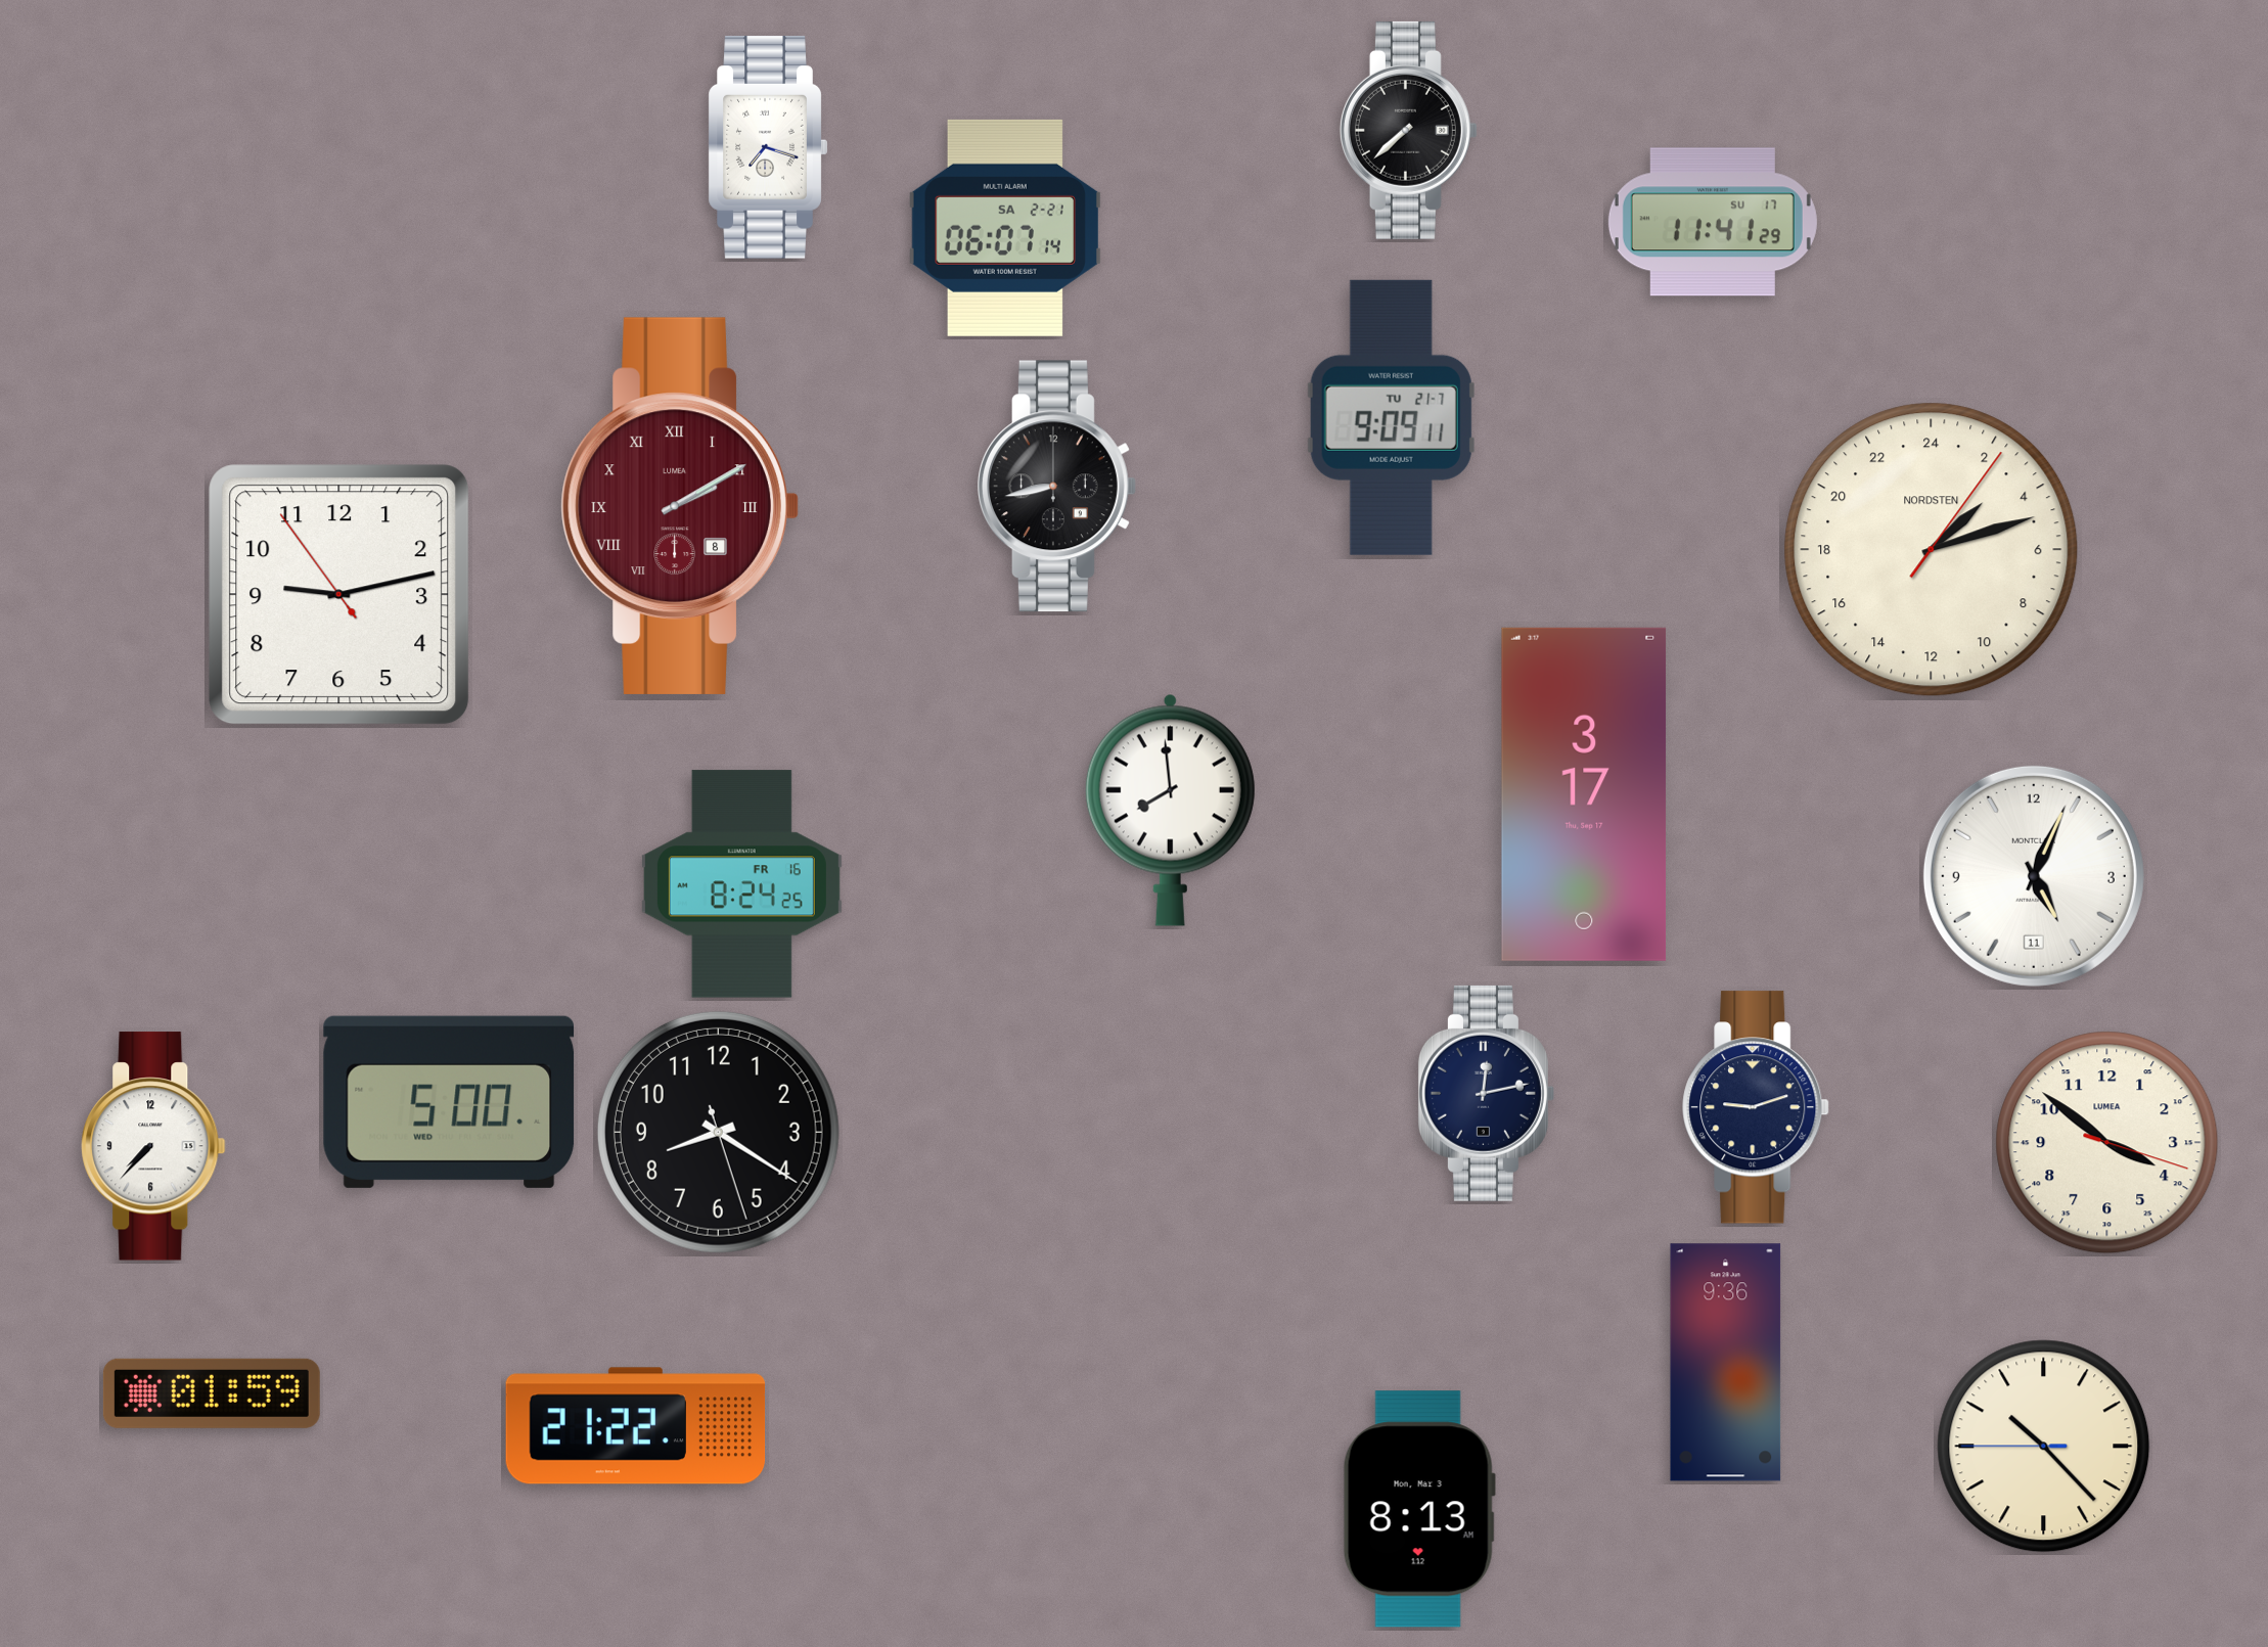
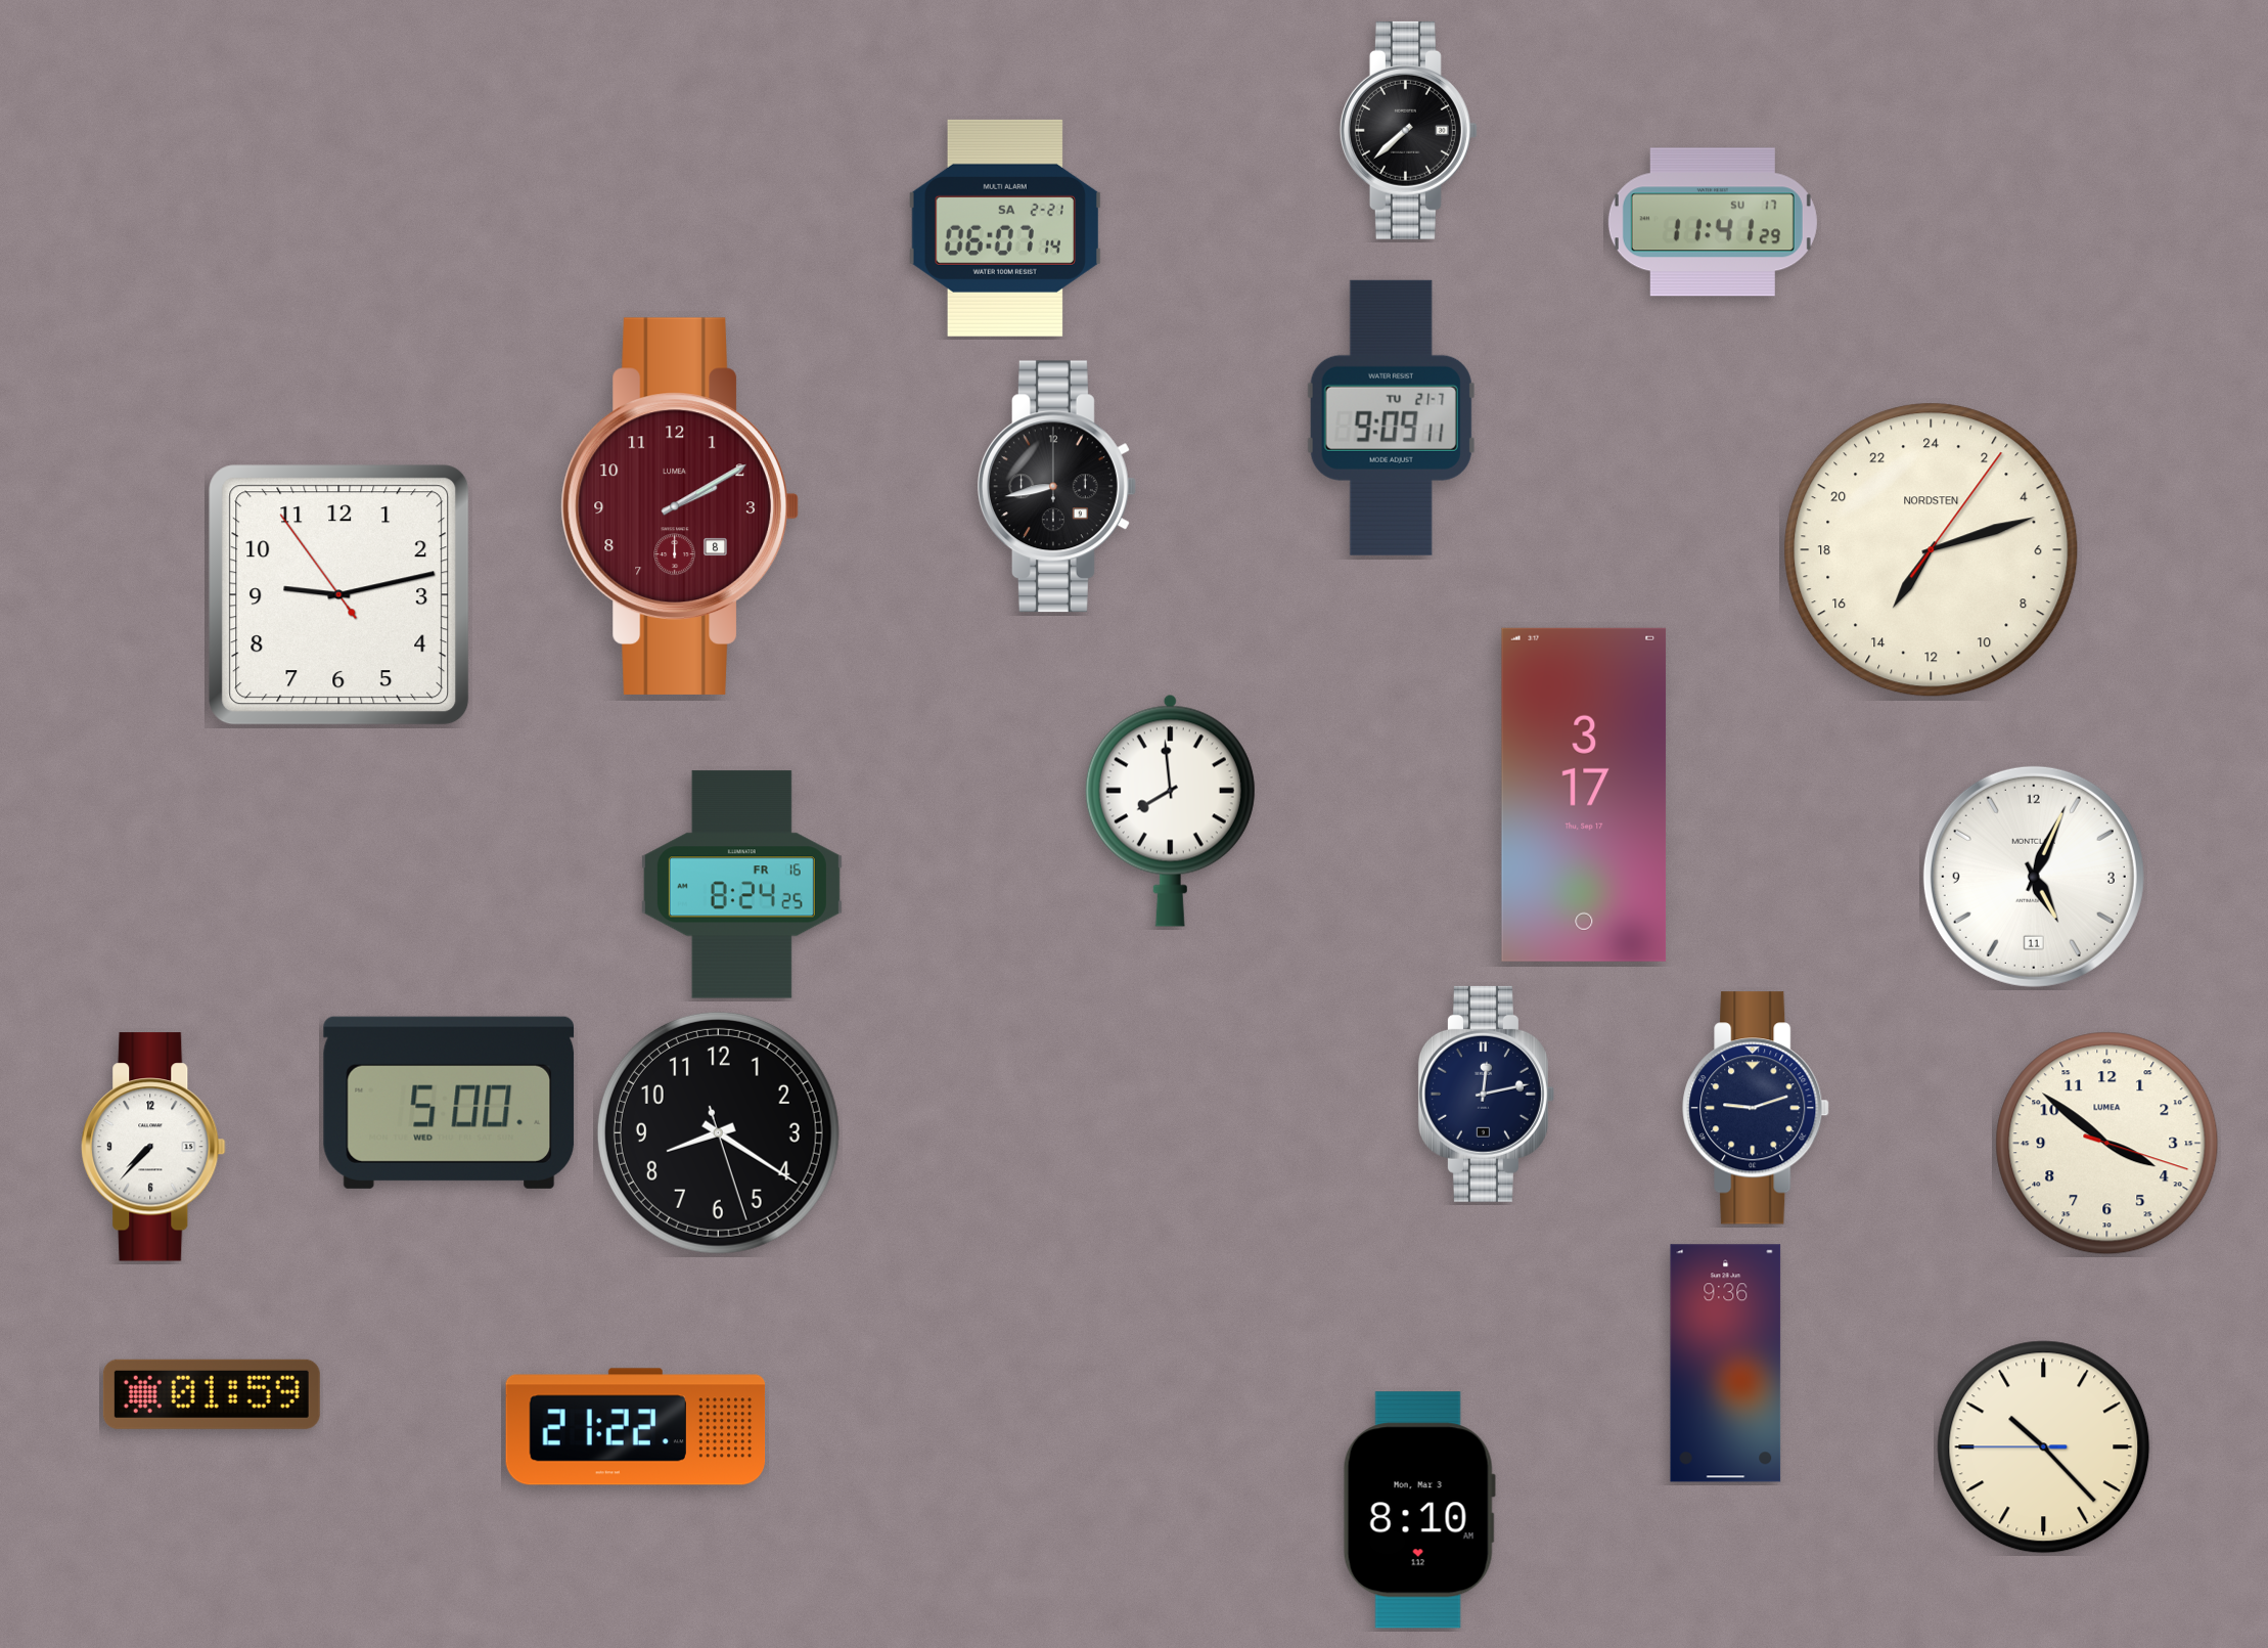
clock at (768, 147): 7:18 -> none
clock at (680, 506) numerals: Roman -> Arabic
clock at (1932, 550): 3:12 -> 14:12
clock at (1419, 1509): 8:13 -> 8:10
